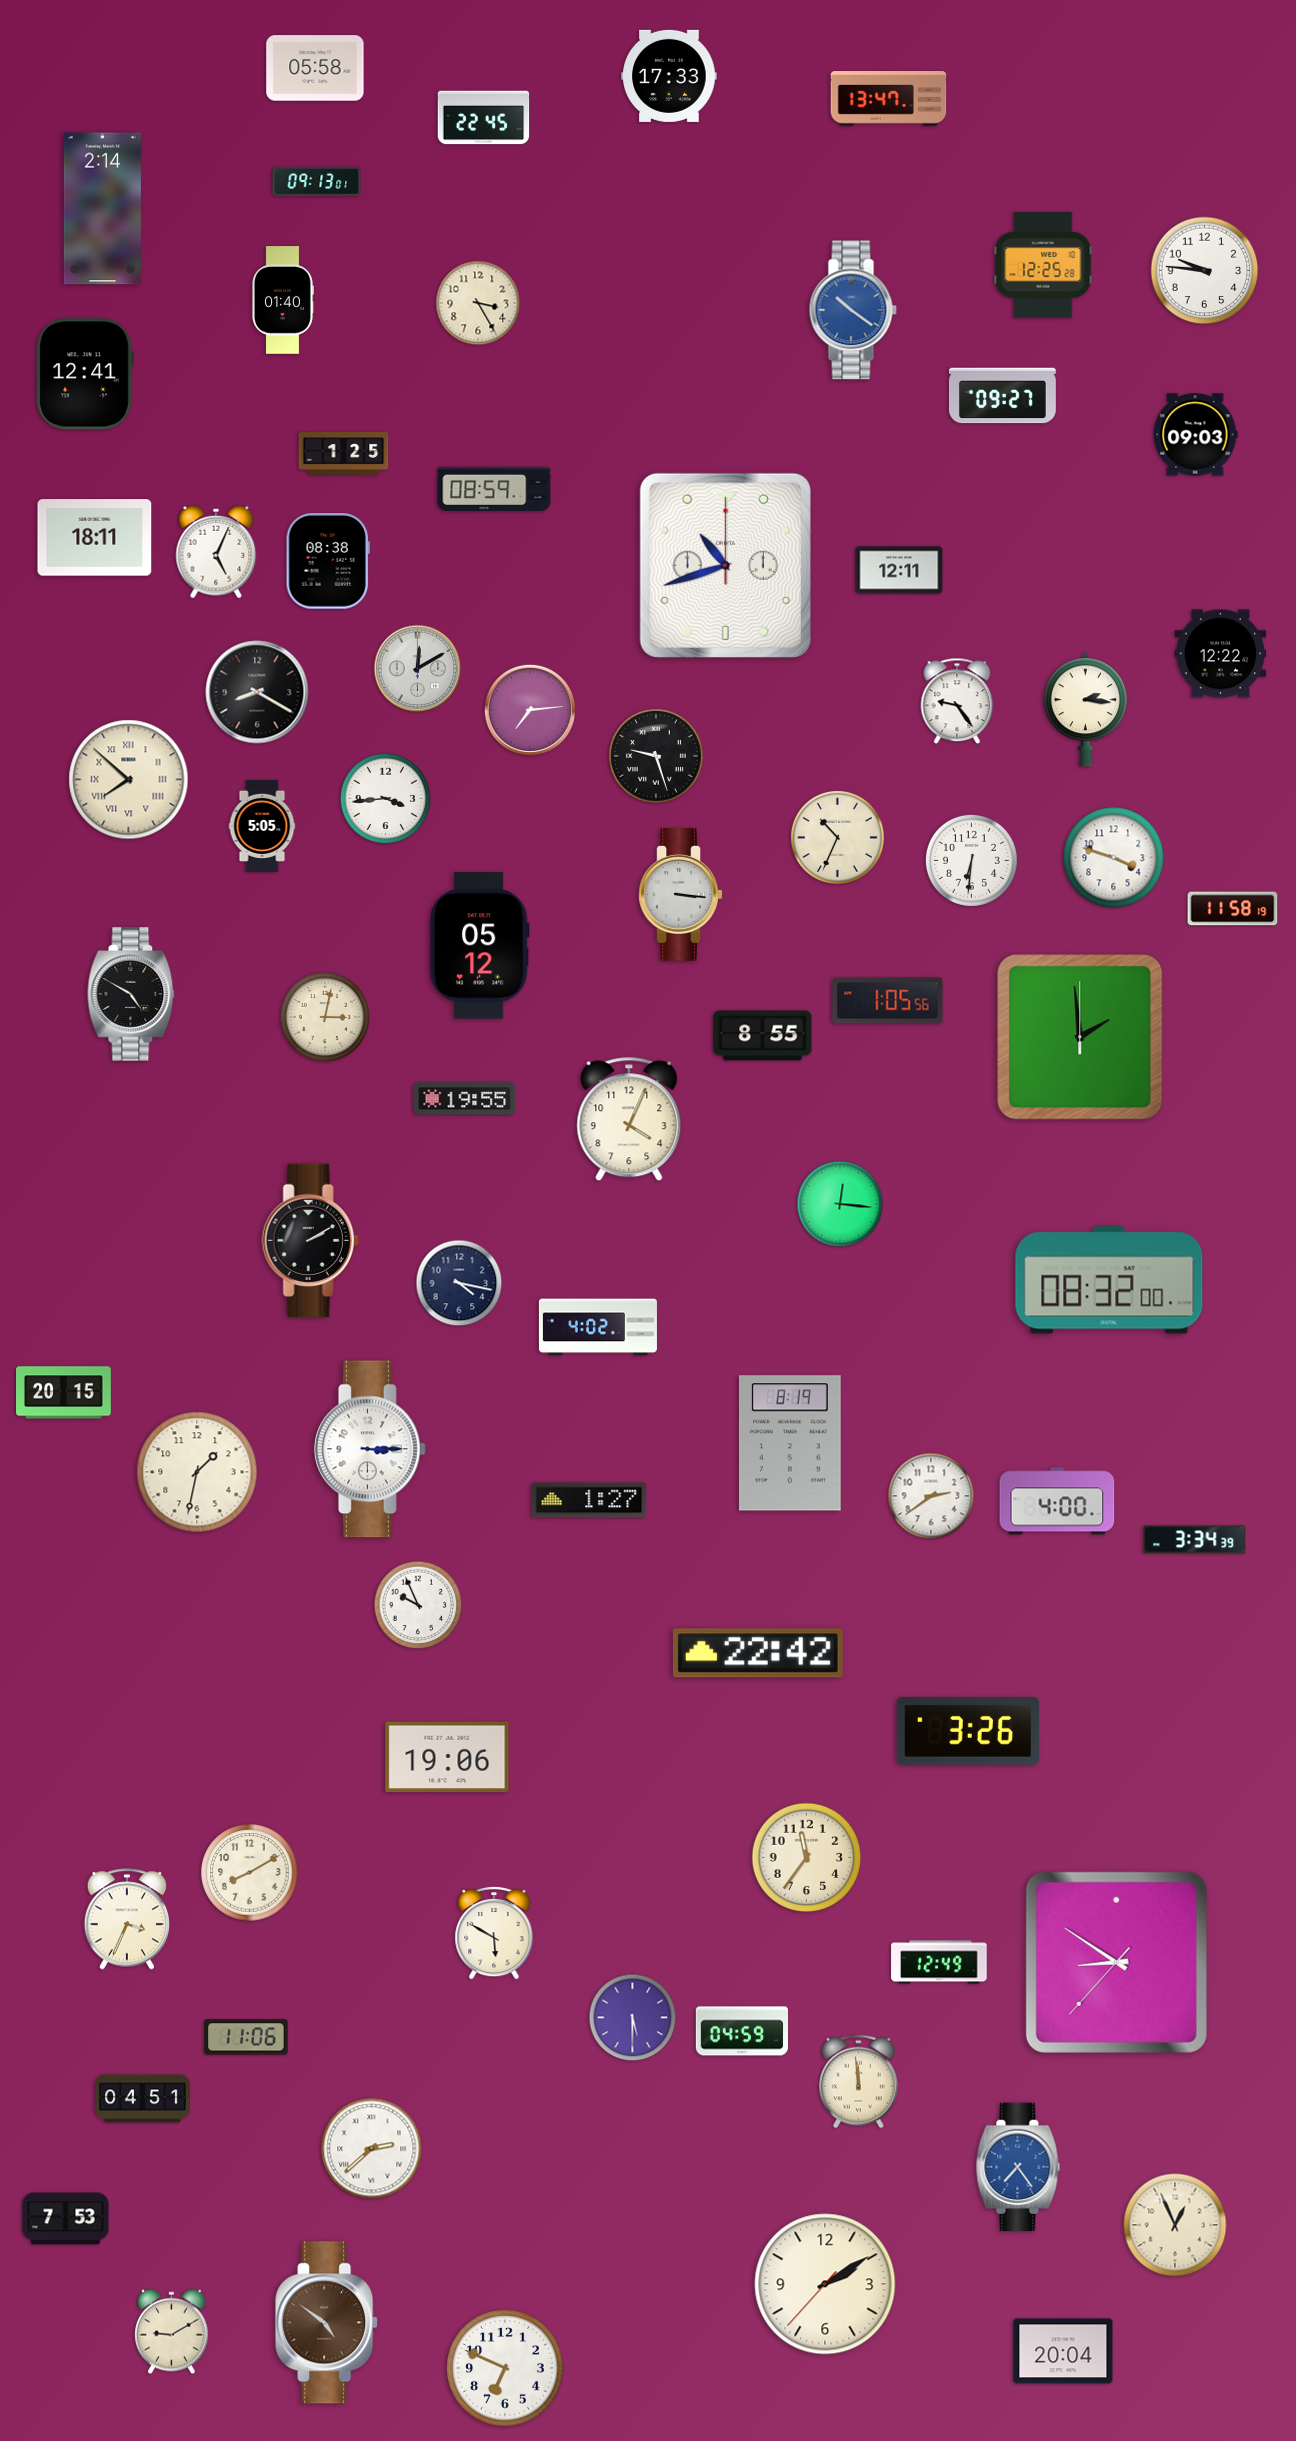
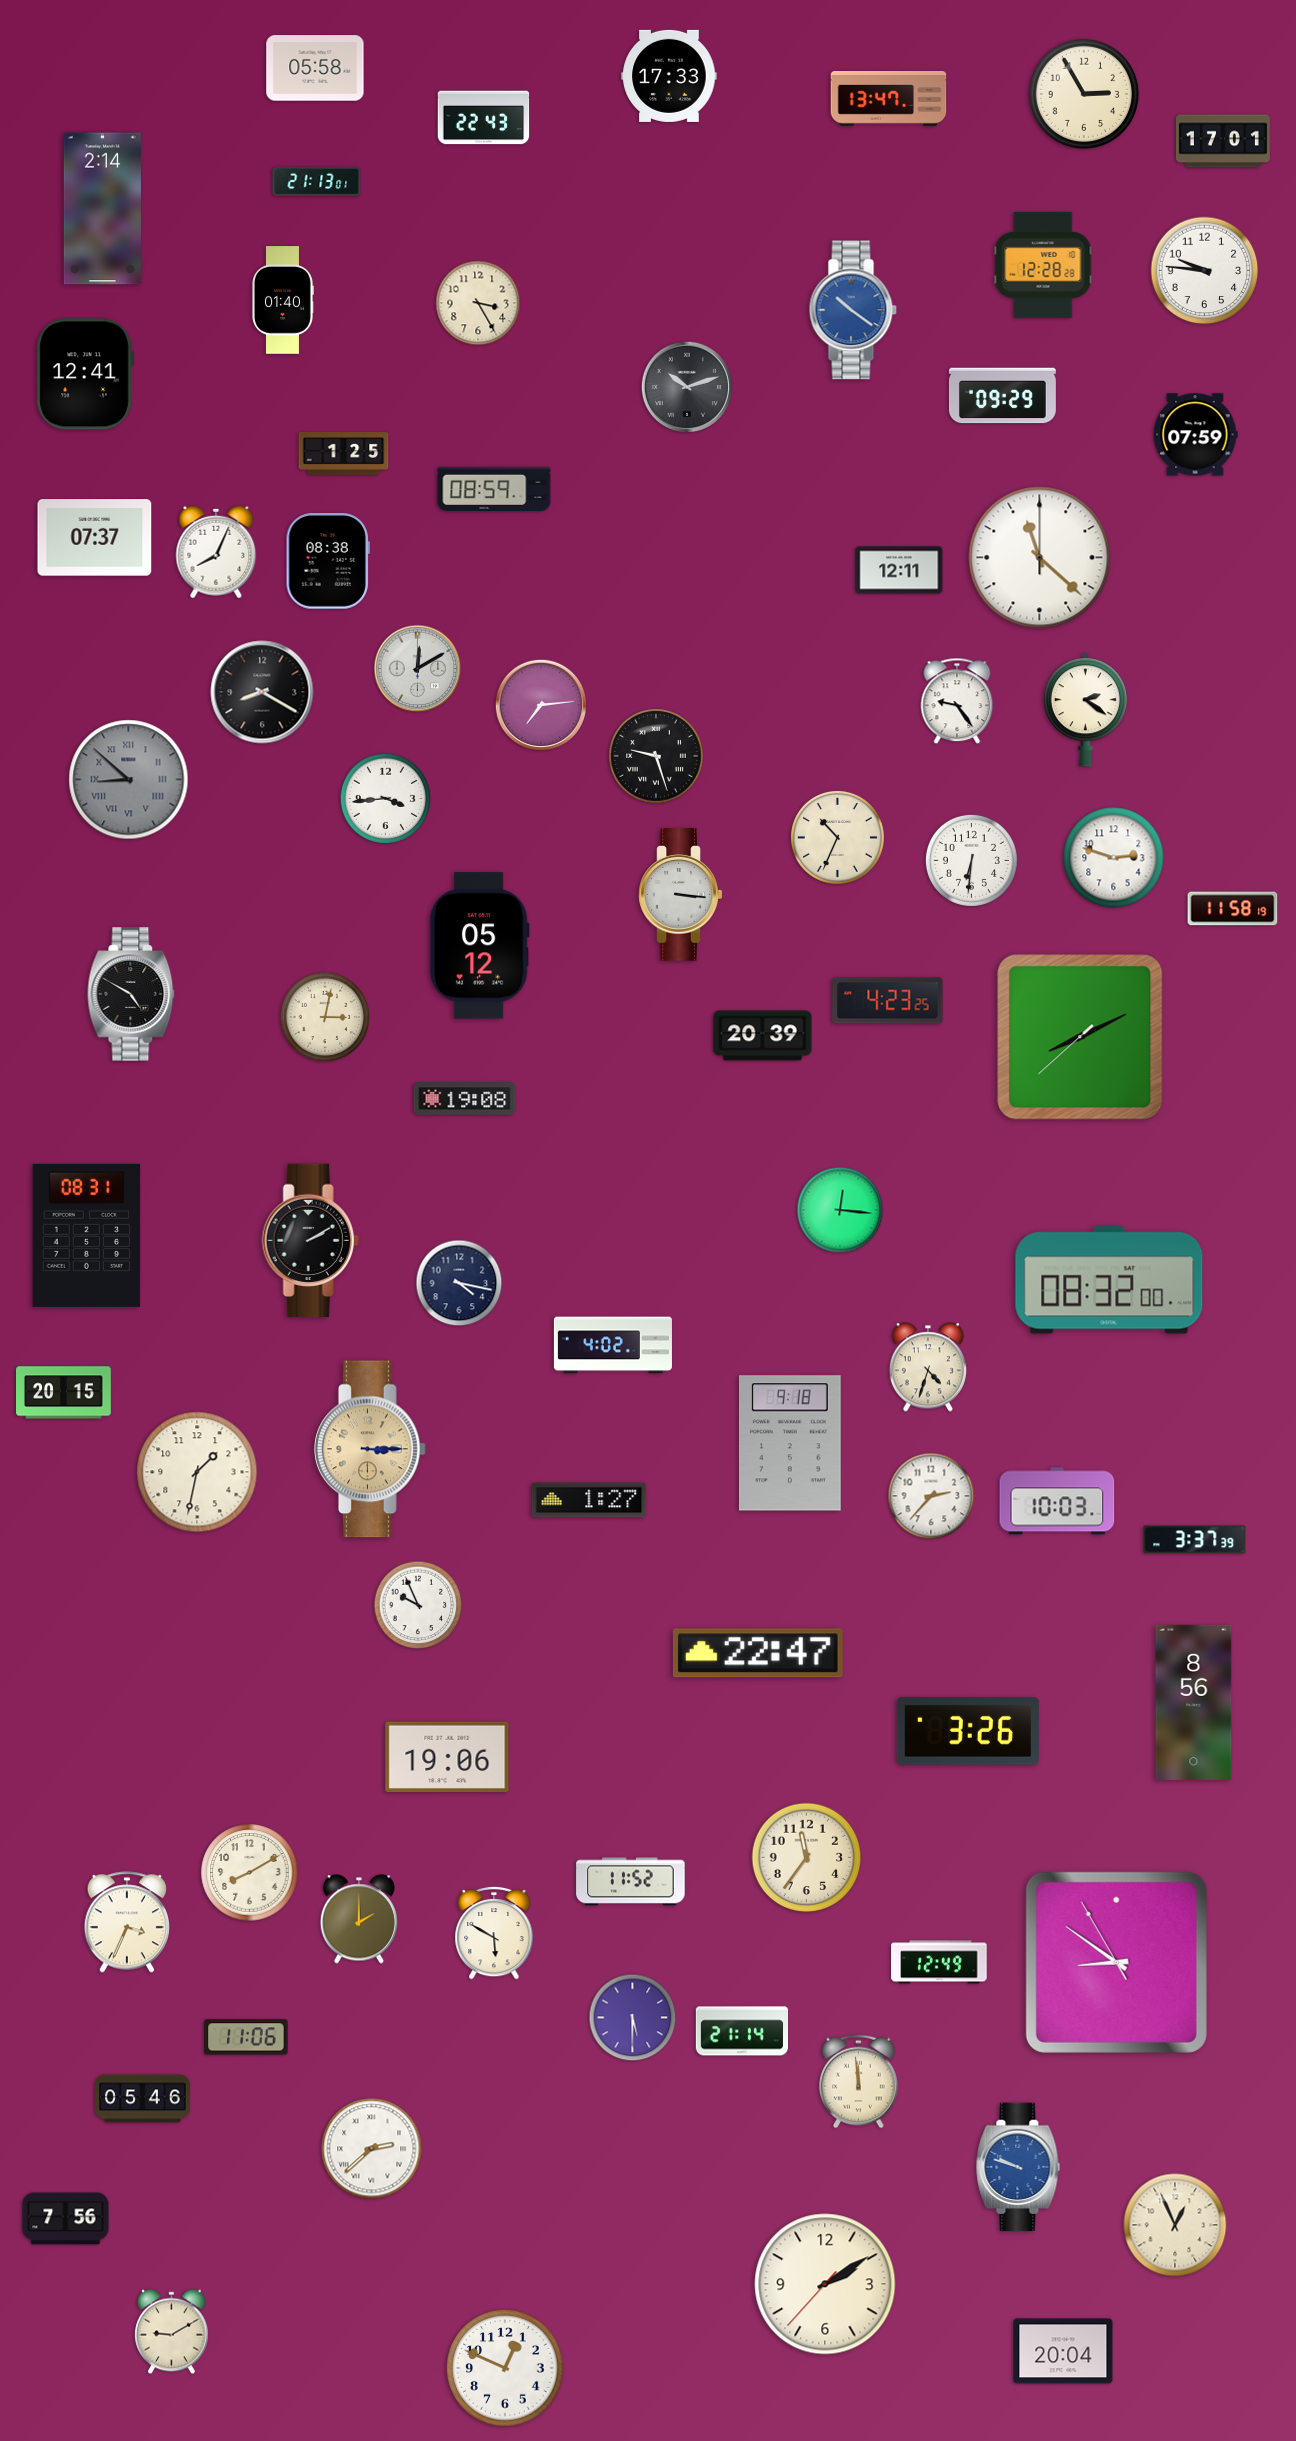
clock at (1083, 93): none -> 2:55
clock at (484, 118): 22:45 -> 22:43
clock at (1223, 141): none -> 17:01
clock at (317, 182): 09:13 -> 21:13
clock at (1043, 265): 12:25 -> 12:28
clock at (687, 387): none -> 10:12
clock at (1002, 396): 09:27 -> 09:29
clock at (1195, 435): 09:03 -> 07:59
clock at (95, 538): 18:11 -> 07:37
clock at (216, 552): 5:04 -> 8:04
clock at (1040, 558): none -> 11:22
clock at (725, 565): 10:42 -> none
clock at (1221, 654): 12:22 -> none
clock at (257, 692) position: (257, 692) -> (262, 692)
clock at (530, 710) position: (530, 710) -> (541, 705)
clock at (1085, 710): 2:16 -> 2:21
clock at (129, 780): 7:52 -> 8:52
clock at (129, 780) dial: cream -> grey
clock at (262, 826): 5:05 -> none
clock at (1114, 858): 3:48 -> 2:48
clock at (888, 1001): 1:05 -> 4:23
clock at (763, 1036): 8:55 -> 20:39
clock at (1080, 1037): 1:59 -> 8:10
clock at (465, 1099): 19:55 -> 19:08
clock at (629, 1119): 4:04 -> none
clock at (840, 1204) position: (840, 1204) -> (840, 1210)
clock at (87, 1235): none -> 08:31
clock at (598, 1327) position: (598, 1327) -> (613, 1345)
clock at (928, 1367): none -> 4:33
clock at (790, 1443): 8:19 -> 9:18
clock at (370, 1449) dial: white -> champagne
clock at (931, 1496): 2:39 -> 2:37
clock at (1057, 1501): 4:00 -> 10:03
clock at (1195, 1540): 3:34 -> 3:37
clock at (758, 1653): 22:42 -> 22:47
clock at (1194, 1702): none -> 8:56
clock at (631, 1882): none -> 11:52
clock at (126, 1919) position: (126, 1919) -> (126, 1922)
clock at (359, 1919): none -> 2:00
clock at (1116, 1962): 8:50:37 -> 8:50:55
clock at (741, 2031): 04:59 -> 21:14
clock at (143, 2099): 04:51 -> 05:46
clock at (1018, 2167): 7:24 -> 9:48
clock at (66, 2219): 7:53 -> 7:56
clock at (327, 2323): 4:51 -> none
clock at (505, 2368): 6:49 -> 12:49
